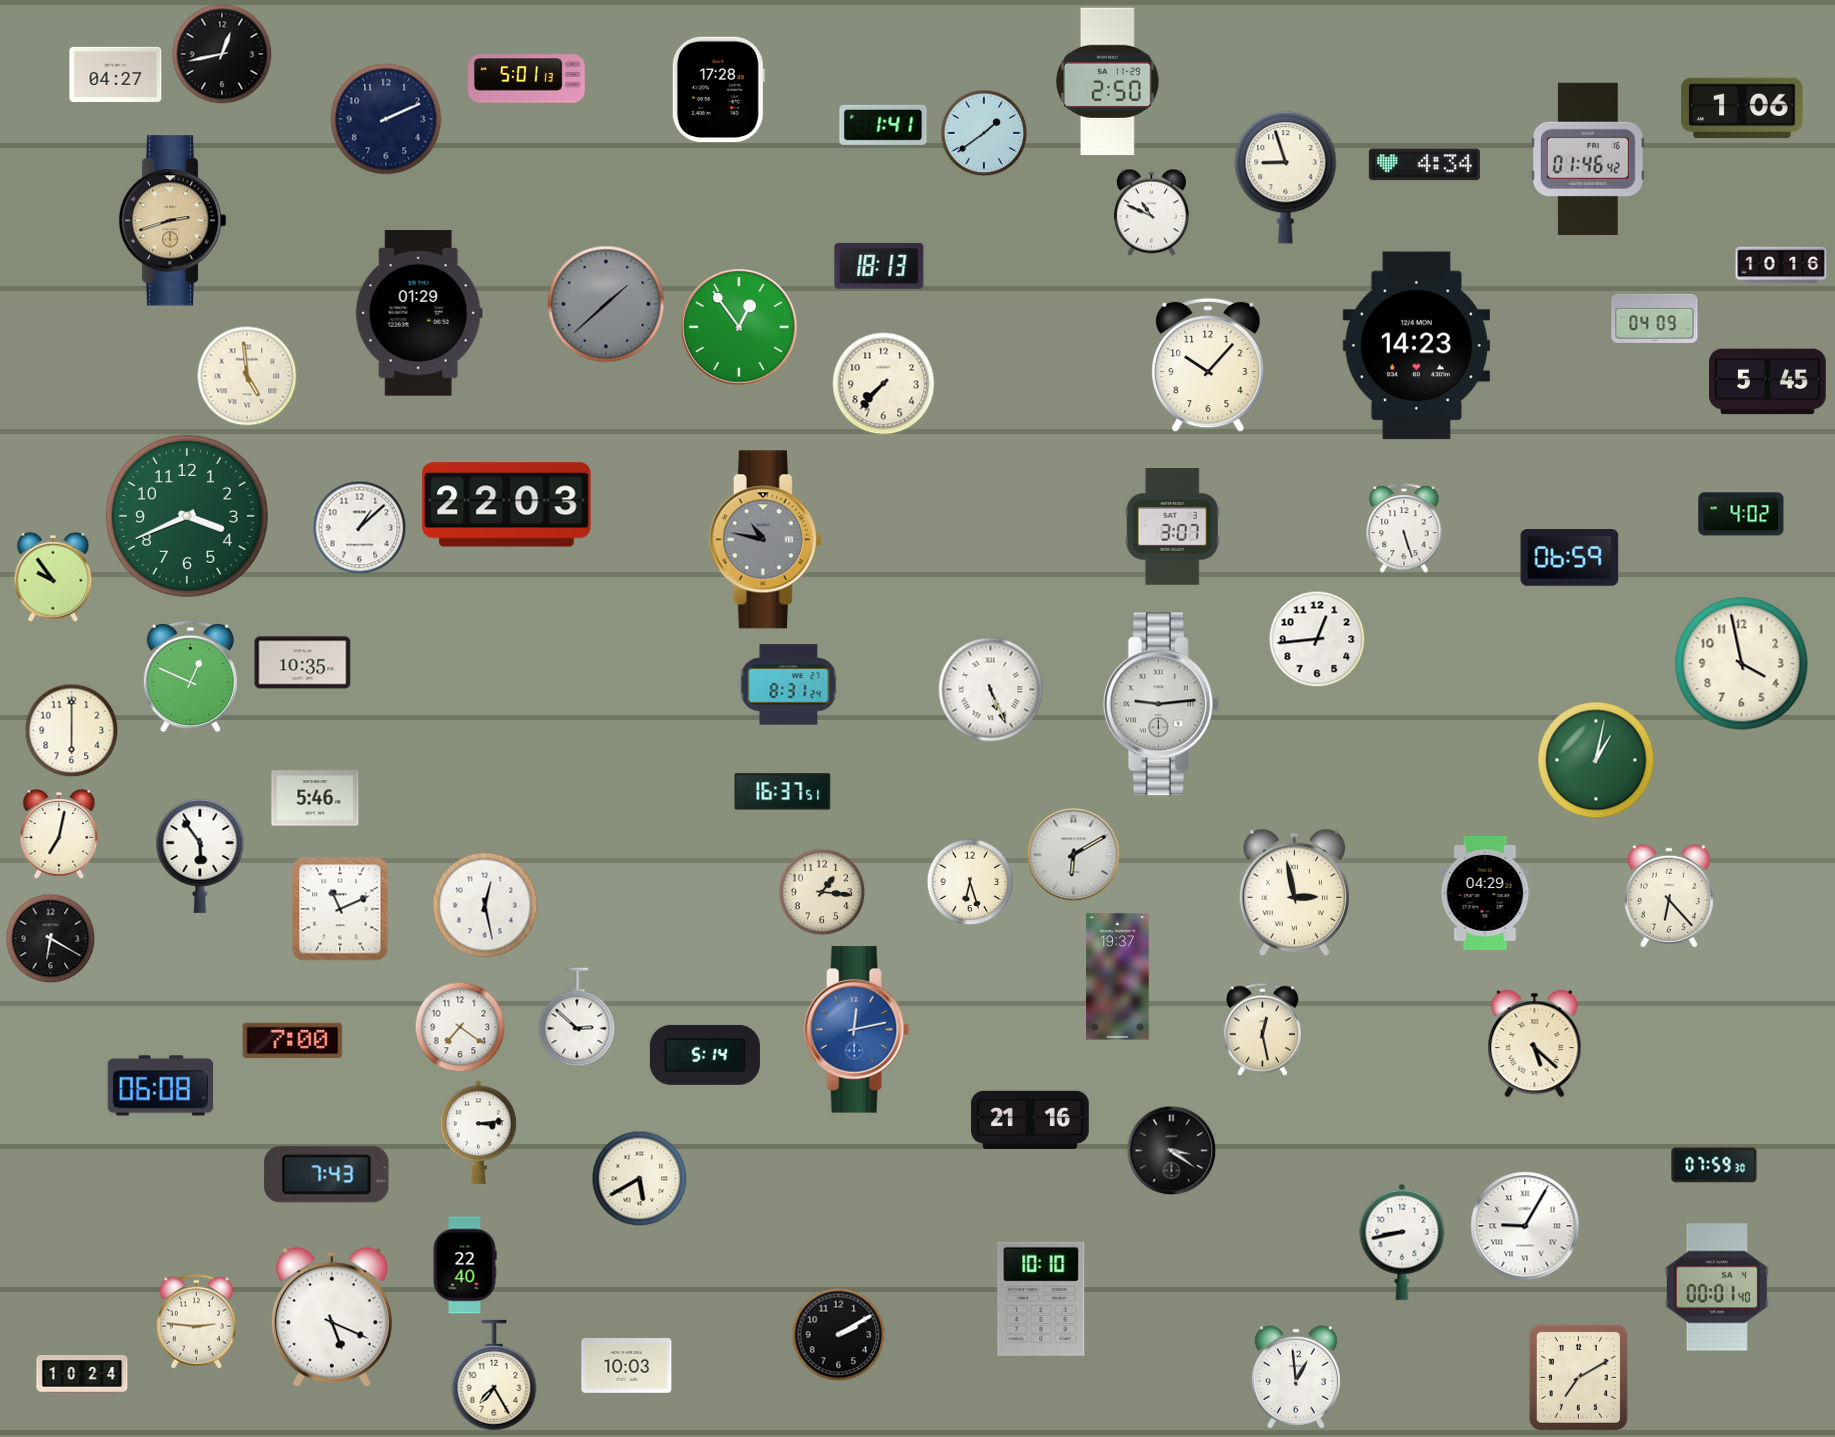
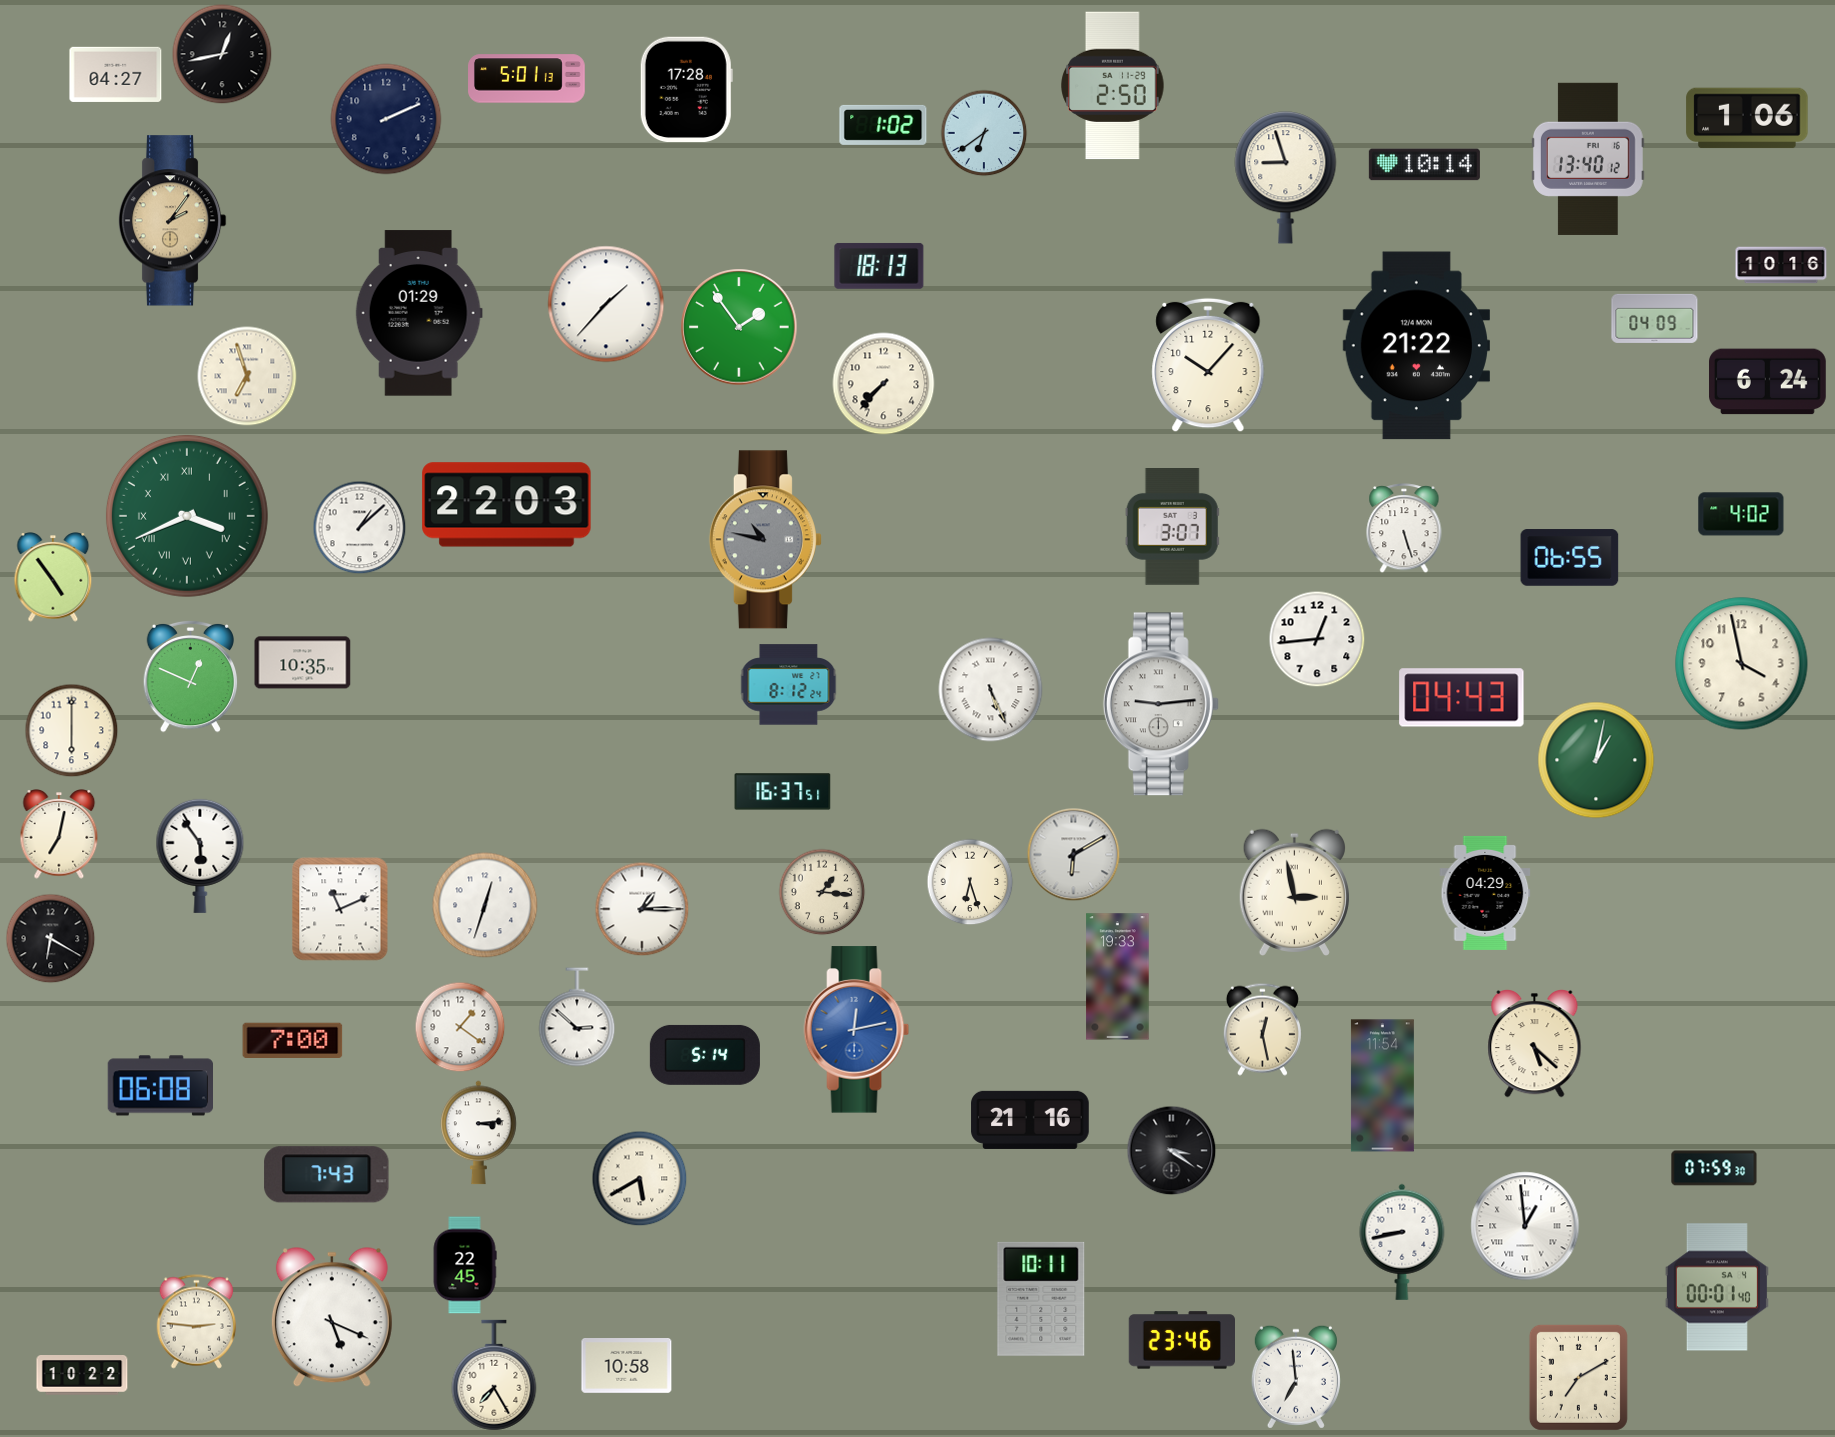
clock at (1108, 82) position: (1108, 82) -> (1113, 86)
clock at (718, 90) position: (718, 90) -> (686, 90)
clock at (1742, 108) position: (1742, 108) -> (1747, 118)
clock at (883, 125): 1:41 -> 1:02
clock at (984, 133): 1:39 -> 6:39
clock at (1588, 159): 01:46 -> 13:40
clock at (1424, 165): 4:34 -> 10:14
clock at (1151, 212): 10:49 -> none
clock at (172, 221): 2:42 -> 2:06
clock at (606, 304): 1:38 -> 1:37
clock at (606, 304) dial: grey -> white
clock at (739, 327): 12:54 -> 1:54
clock at (1416, 346): 14:23 -> 21:22
clock at (247, 376): 4:59 -> 6:57
clock at (1768, 382): 5:45 -> 6:24
clock at (187, 516) numerals: Arabic -> Roman
clock at (1570, 558): 06:59 -> 06:55
clock at (53, 577): 9:54 -> 4:54
clock at (789, 685): 8:31 -> 8:12
clock at (1462, 698): none -> 04:43
clock at (315, 798): 5:46 -> none
clock at (1669, 896): 6:23 -> none
clock at (485, 905): 12:28 -> 12:33
clock at (642, 909): none -> 1:15
clock at (1118, 977): 19:37 -> 19:33
clock at (460, 1027): 7:21 -> 1:21
clock at (1382, 1086): none -> 11:54
clock at (1714, 1165) position: (1714, 1165) -> (1714, 1168)
clock at (1525, 1226): 9:05 -> 12:59
clock at (465, 1265): 22:40 -> 22:45
clock at (1041, 1299): 10:10 -> 10:11
clock at (838, 1334): 2:10 -> none
clock at (1181, 1340): none -> 23:46
clock at (627, 1366): 10:03 -> 10:58
clock at (82, 1375): 10:24 -> 10:22
clock at (1296, 1377): 12:59 -> 6:59
